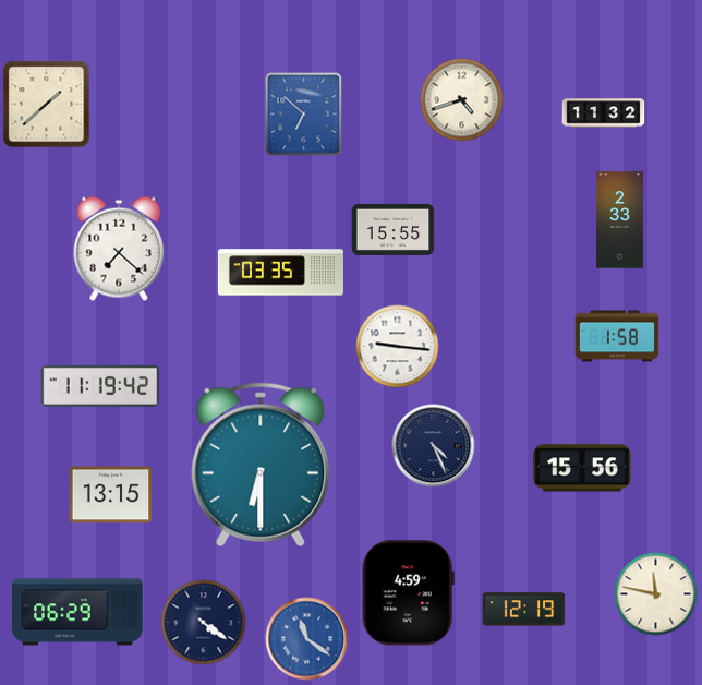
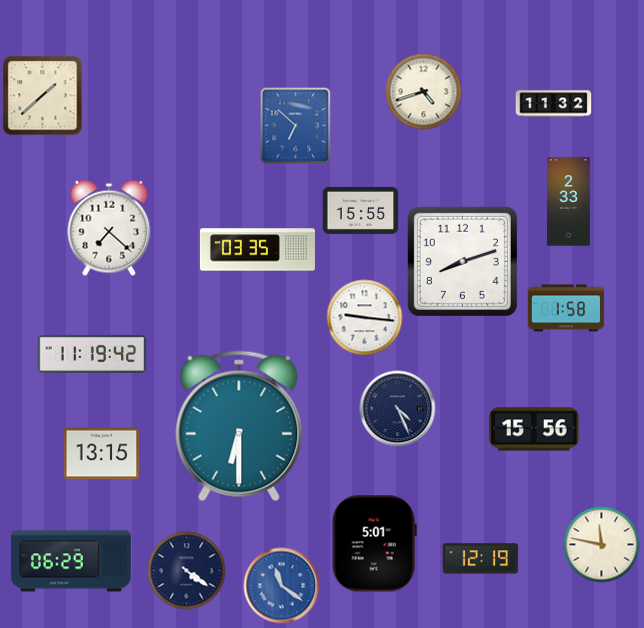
clock at (304, 115) position: (304, 115) -> (296, 126)
clock at (462, 261): none -> 8:12
clock at (408, 593): 4:59 -> 5:01
